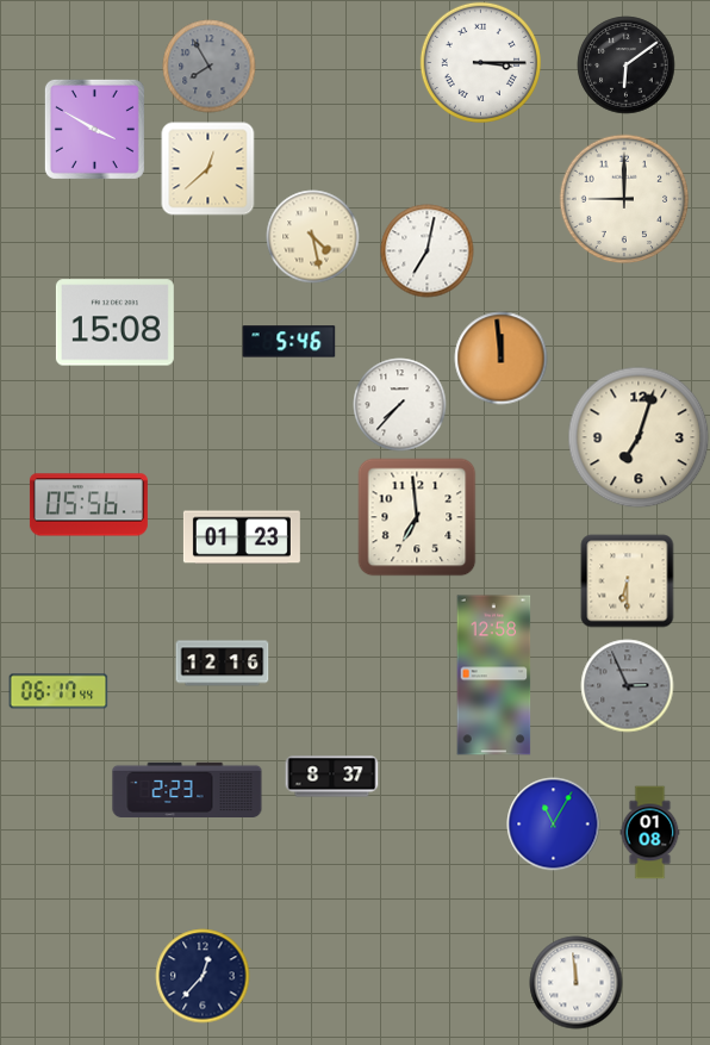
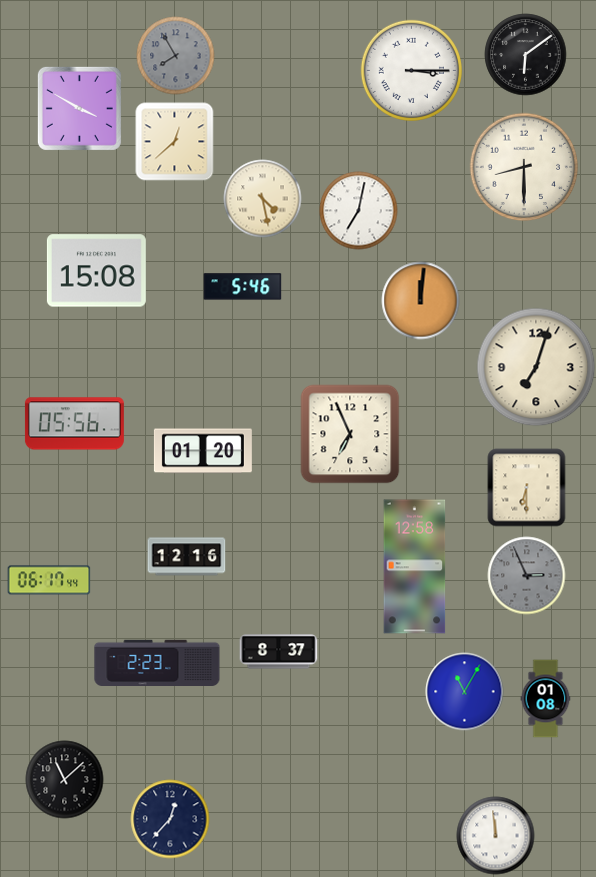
clock at (480, 62) position: (480, 62) -> (411, 70)
clock at (624, 199): 9:00 -> 8:30
clock at (500, 357): 11:59 -> 12:01
clock at (399, 404): 7:37 -> none
clock at (417, 517): 6:59 -> 6:56
clock at (242, 537): 01:23 -> 01:20
clock at (64, 779): none -> 11:08
clock at (575, 982) position: (575, 982) -> (495, 835)
